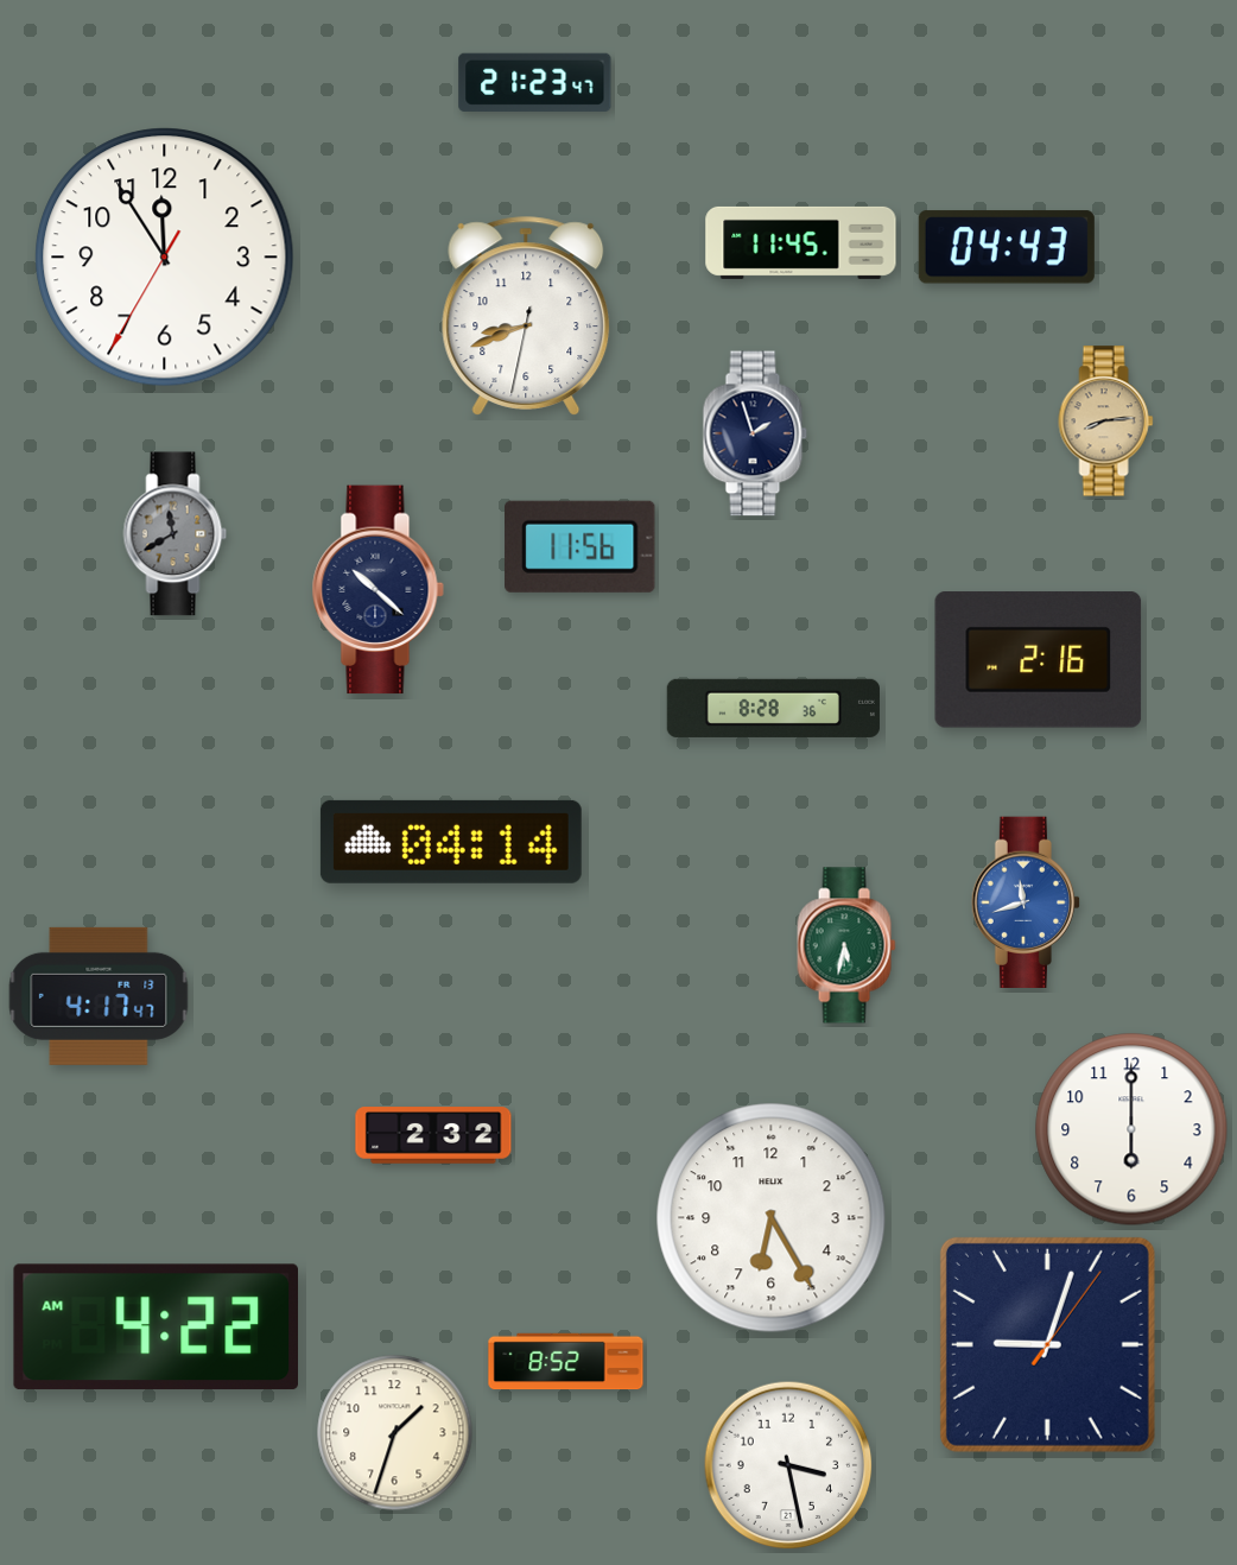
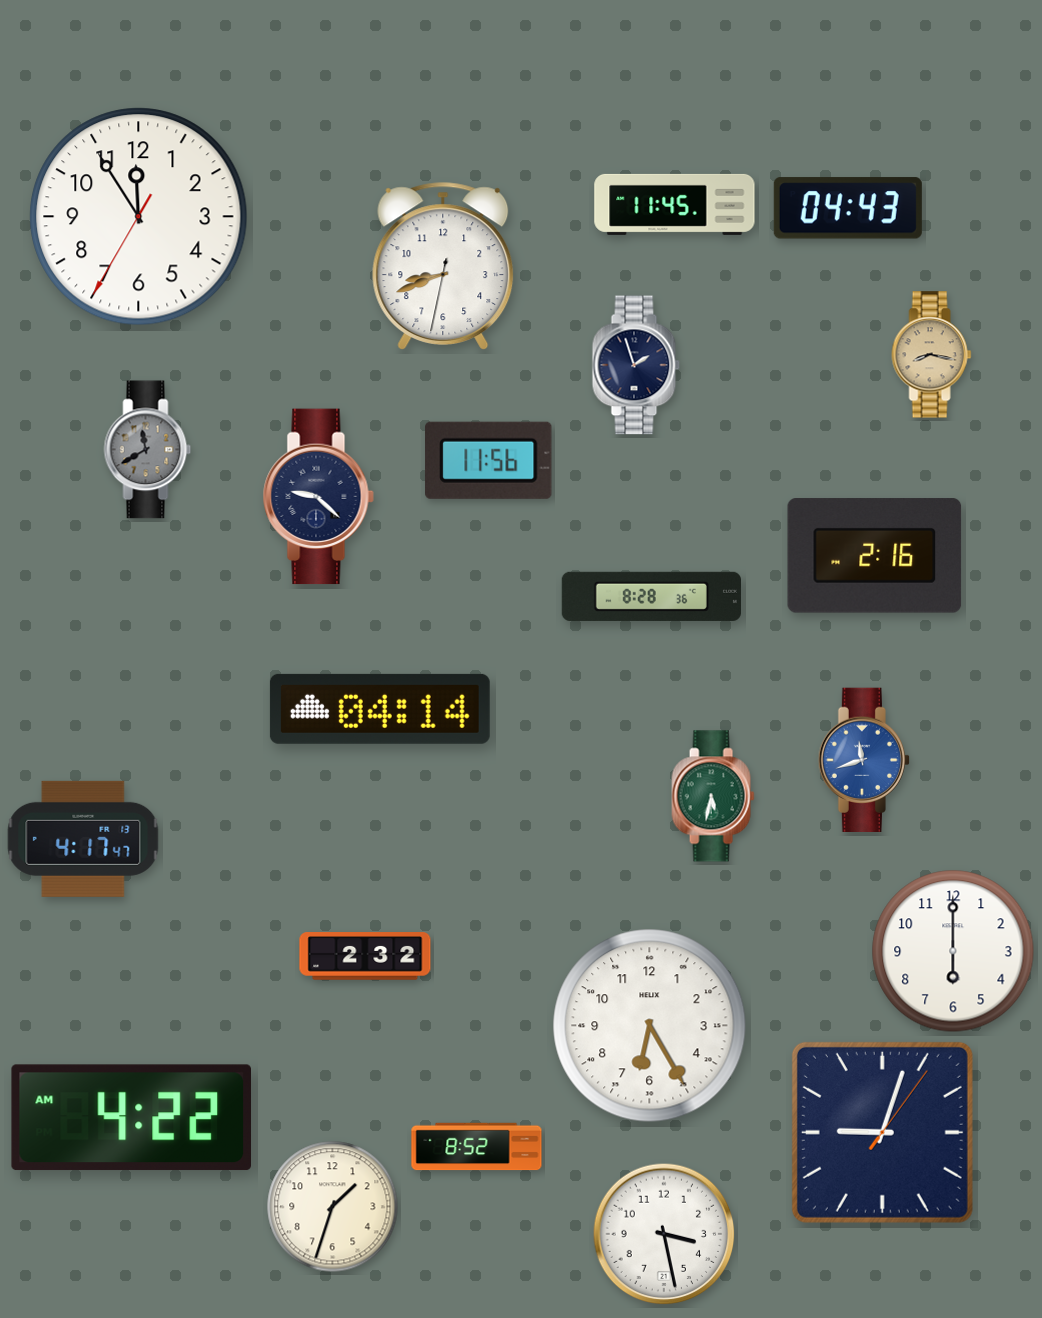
clock at (535, 82): 21:23 -> none
clock at (1106, 422): 8:14 -> 8:17
clock at (378, 590): 10:22 -> 9:22
